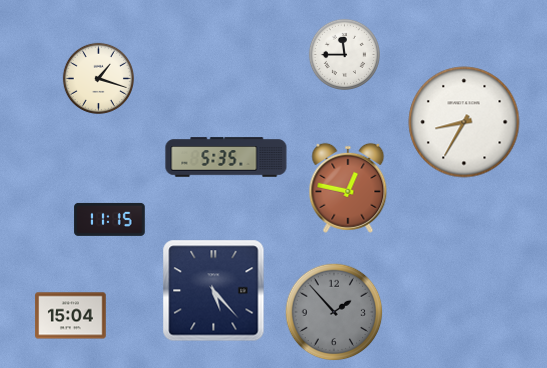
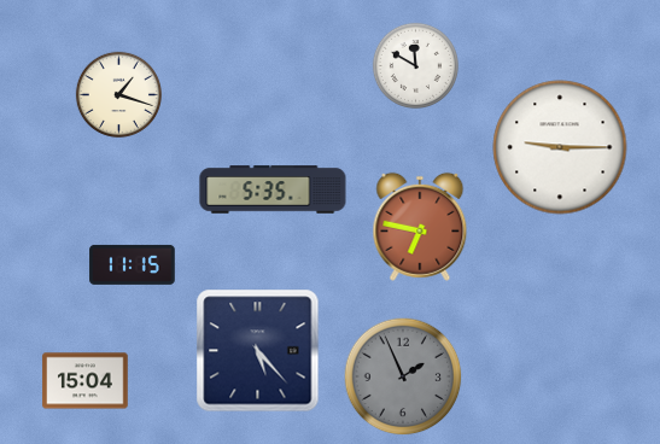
clock at (344, 54): 11:45 -> 11:50
clock at (464, 122): 8:35 -> 9:15
clock at (348, 188): 12:47 -> 6:47
clock at (334, 312): 1:53 -> 1:56
